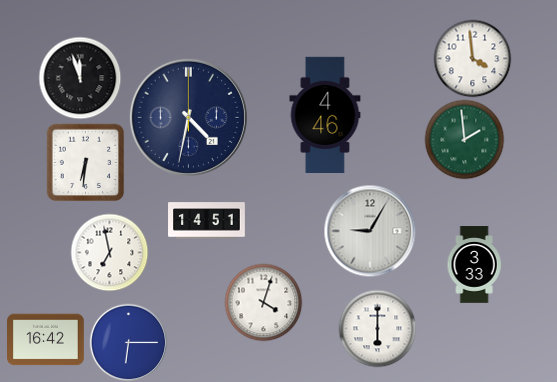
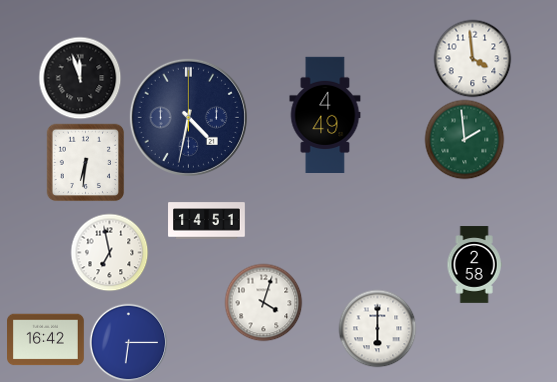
clock at (325, 114): 4:46 -> 4:49
clock at (370, 231): 9:05 -> none
clock at (474, 265): 3:33 -> 2:58
